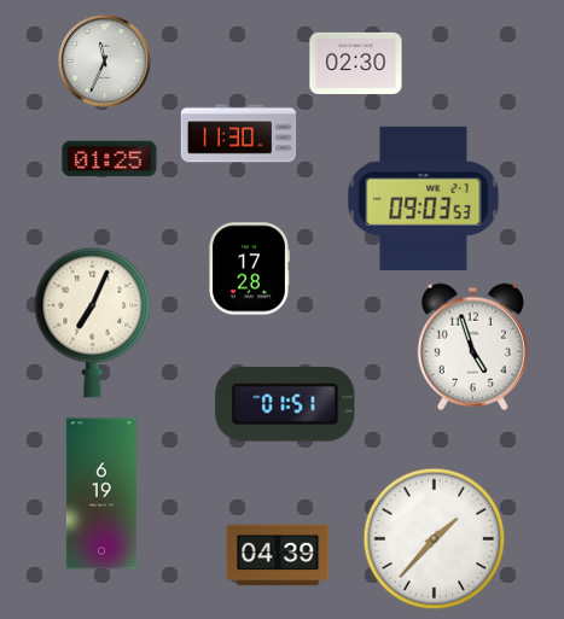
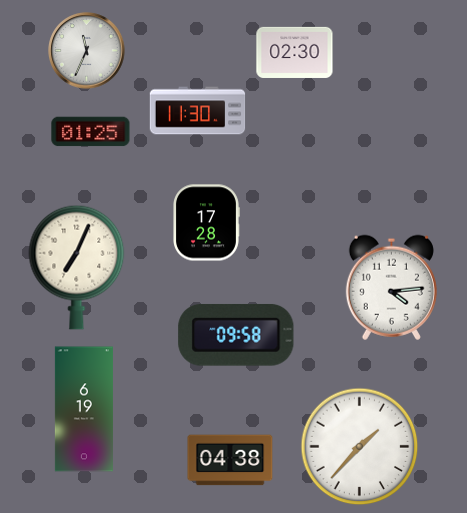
clock at (424, 198): 09:03 -> none
clock at (472, 346): 4:57 -> 4:14
clock at (285, 404): 01:51 -> 09:58
clock at (278, 555): 04:39 -> 04:38
